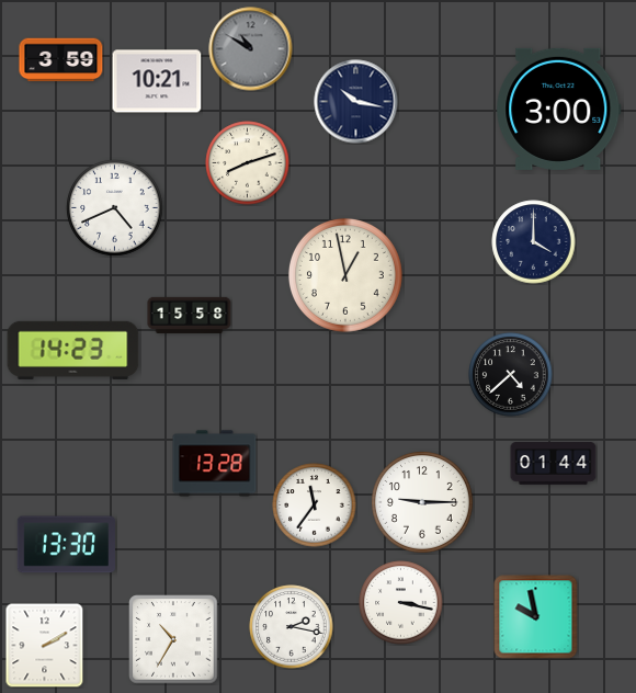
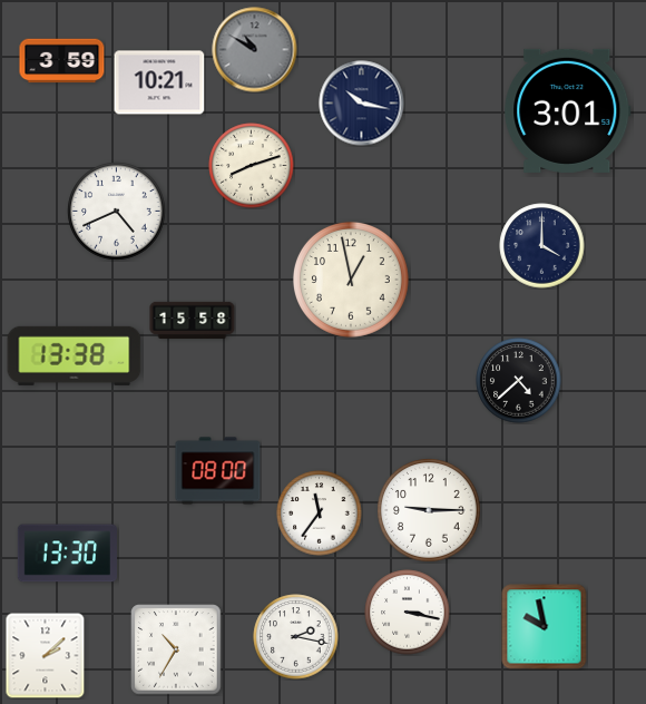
clock at (559, 109): 3:00 -> 3:01
clock at (73, 350): 14:23 -> 13:38
clock at (215, 464): 13:28 -> 08:00
clock at (554, 464): 01:44 -> none
clock at (45, 645): 2:10 -> 2:08
